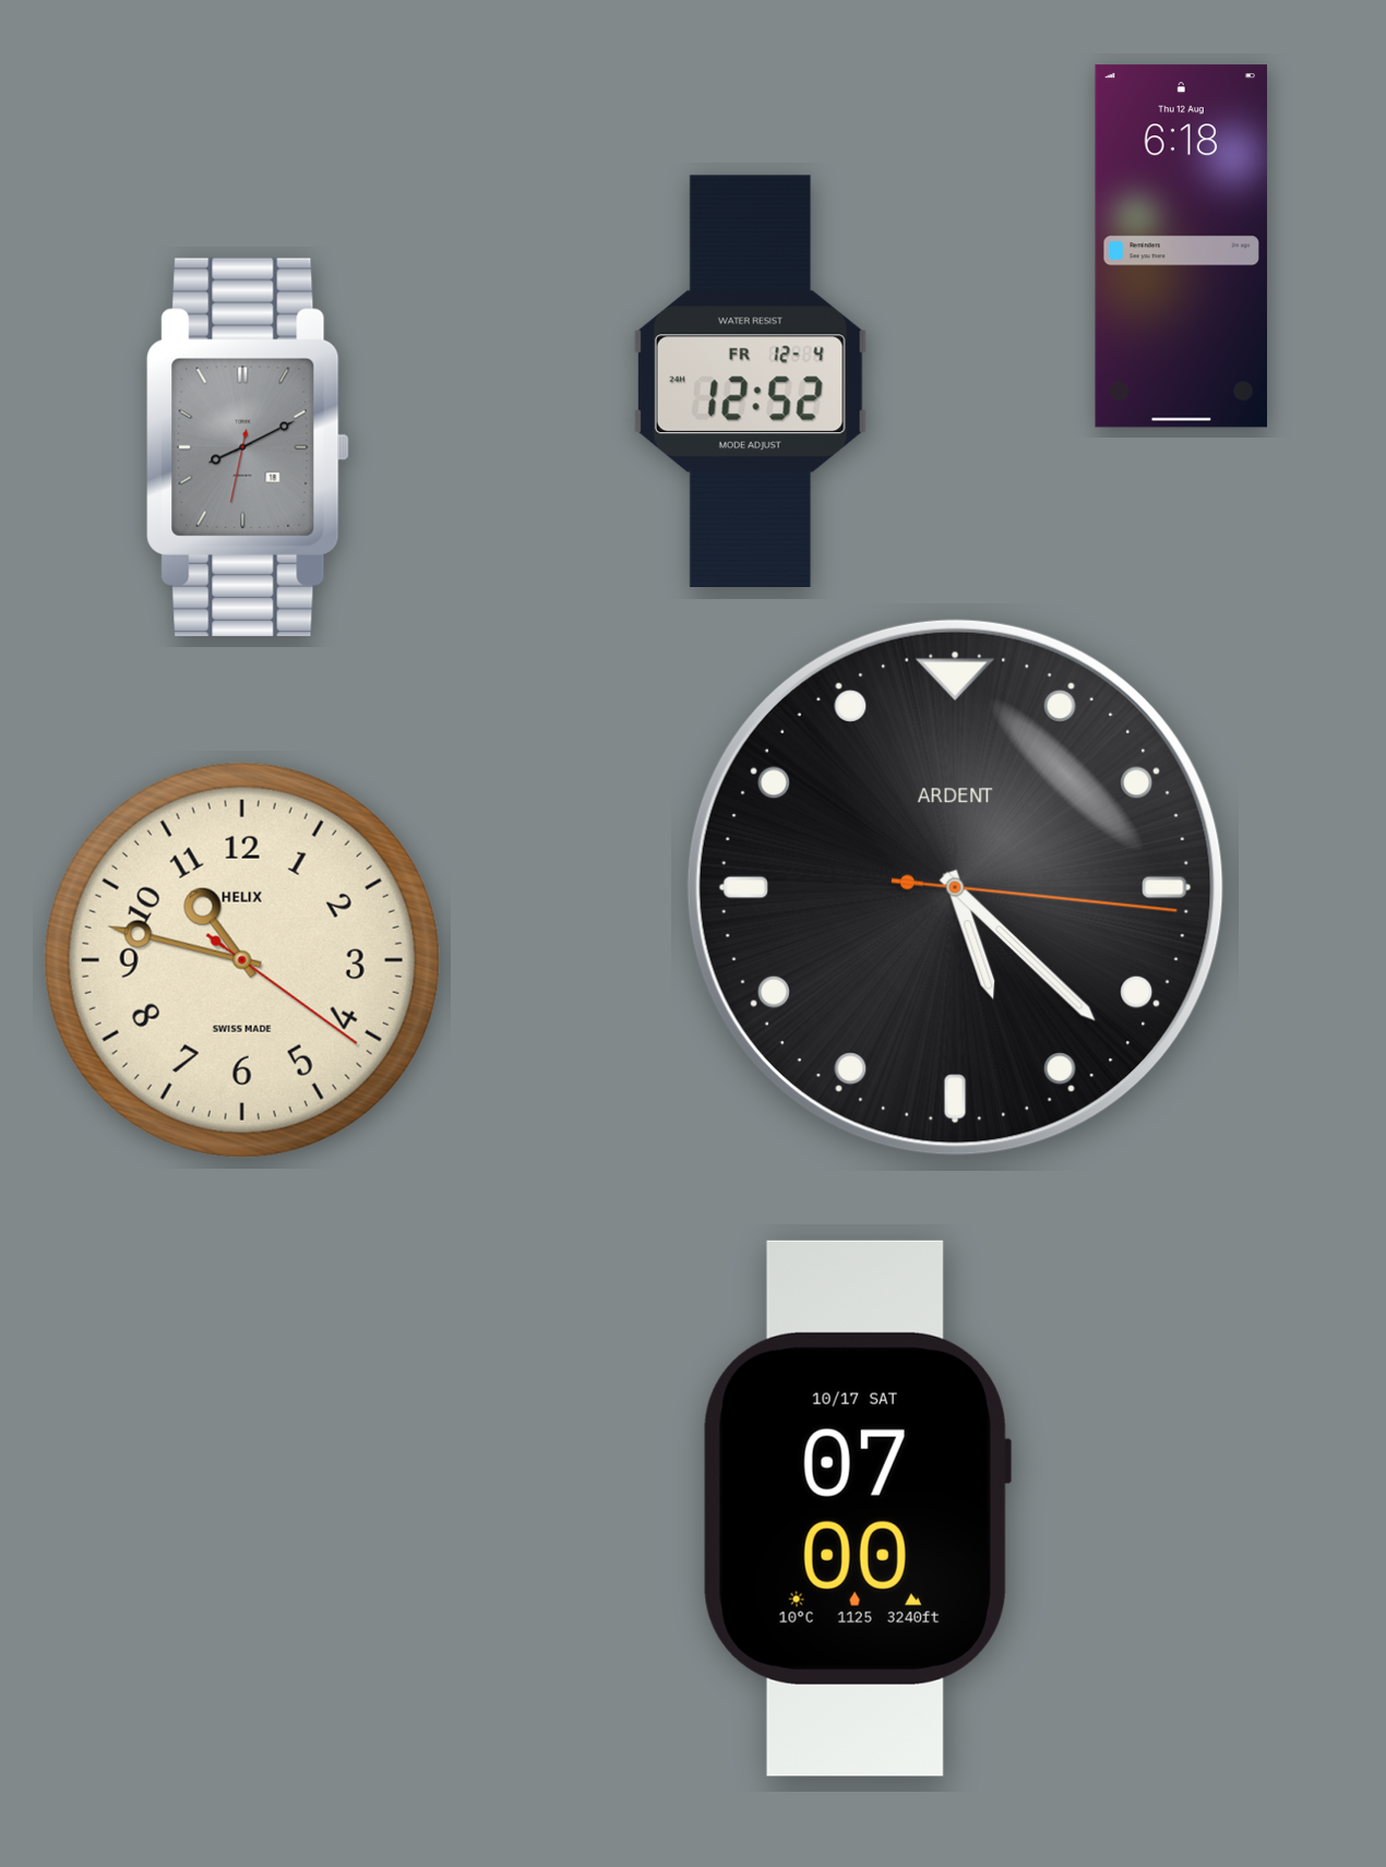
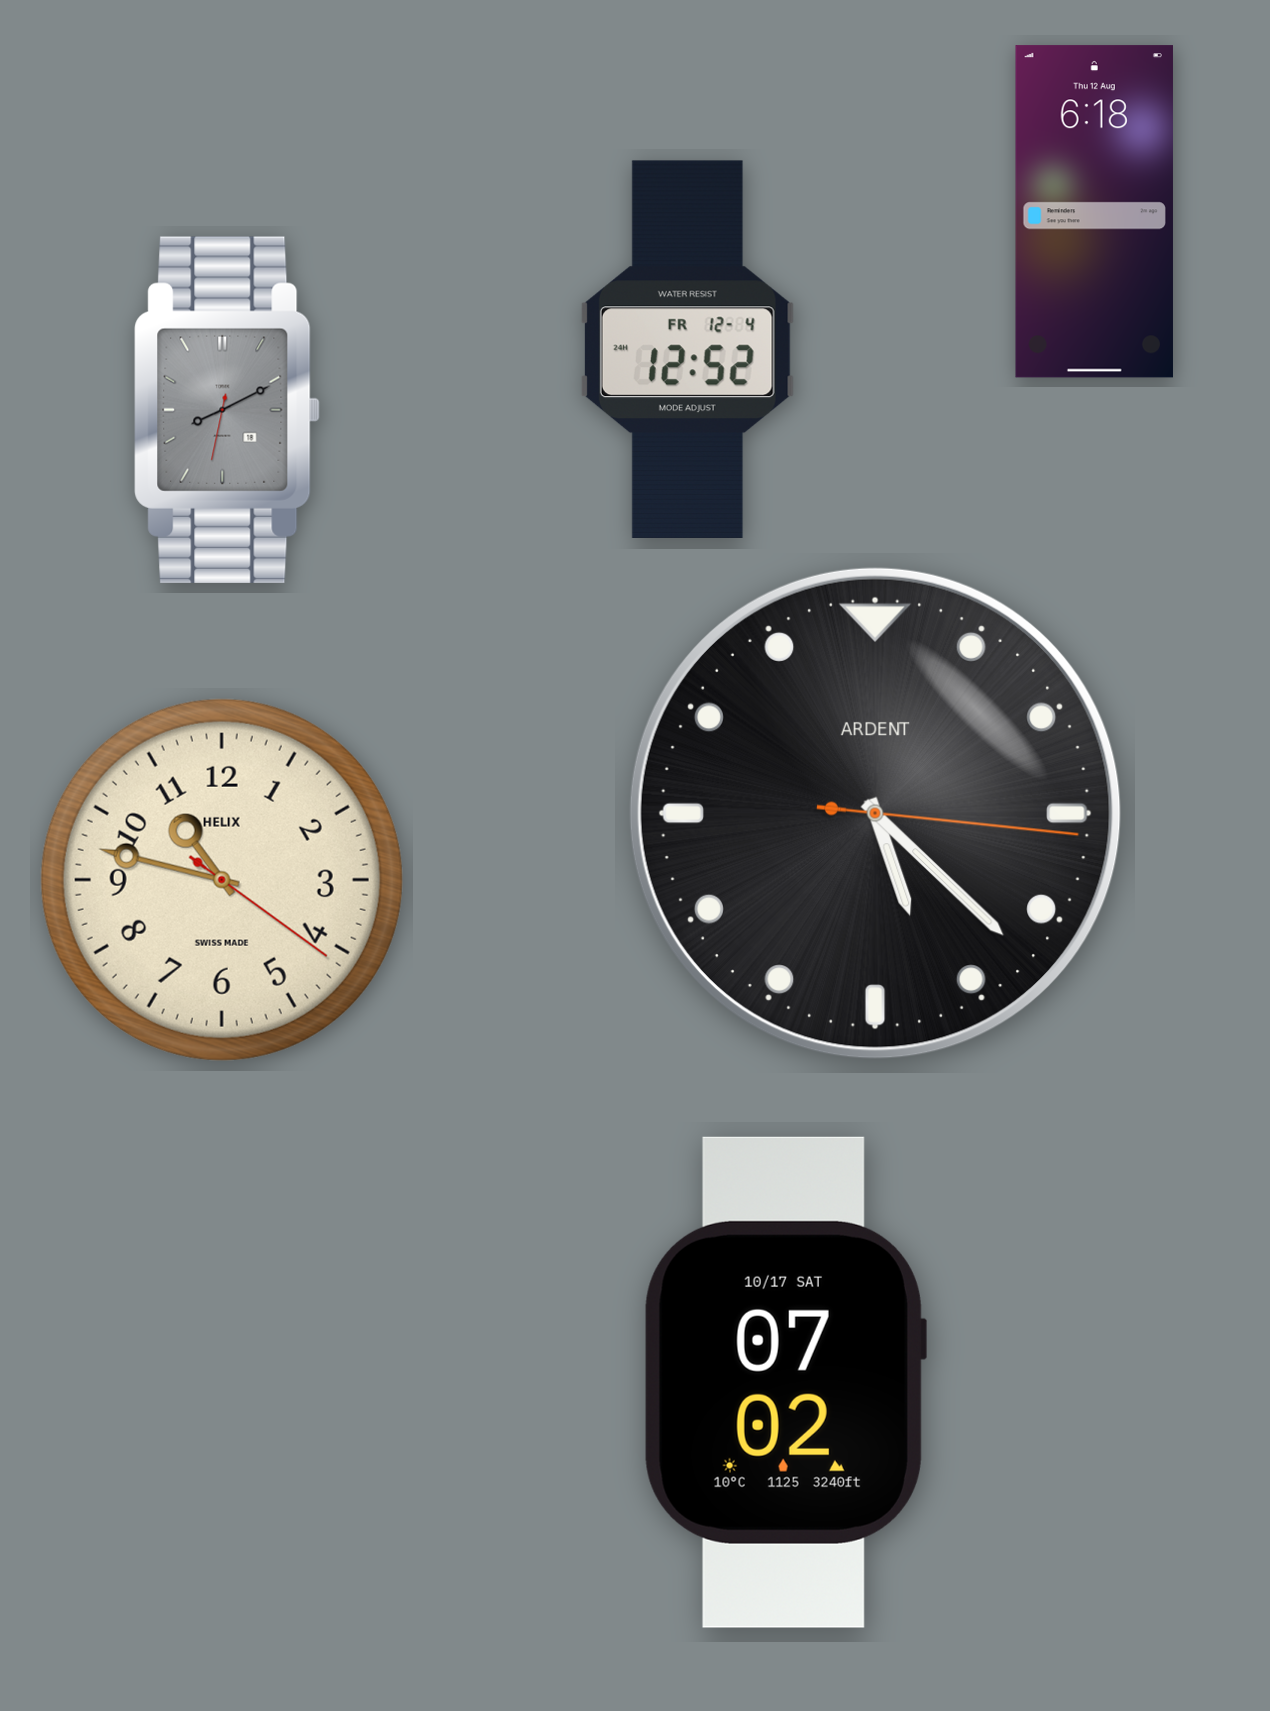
clock at (1181, 247) position: (1181, 247) -> (1094, 212)
clock at (857, 1508): 07:00 -> 07:02
